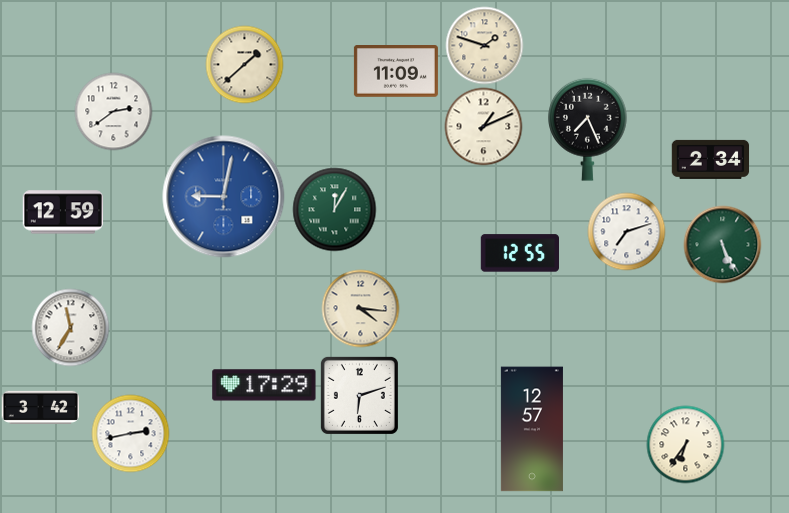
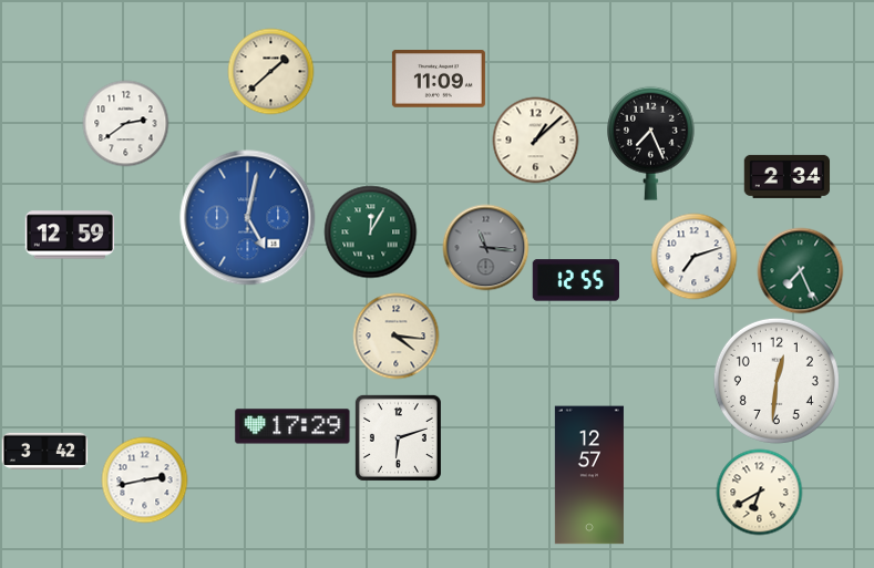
clock at (484, 45): 1:48 -> none
clock at (483, 126): 1:11 -> 1:08
clock at (224, 197): 9:02 -> 5:02
clock at (485, 247): none -> 11:16
clock at (722, 244): 5:26 -> 7:26
clock at (360, 308) position: (360, 308) -> (395, 335)
clock at (70, 327): 11:35 -> none
clock at (777, 381): none -> 12:31
clock at (685, 444): 6:36 -> 6:40
